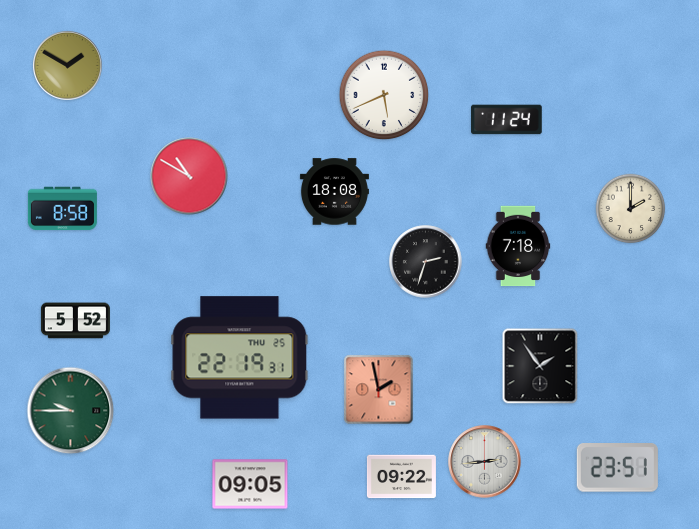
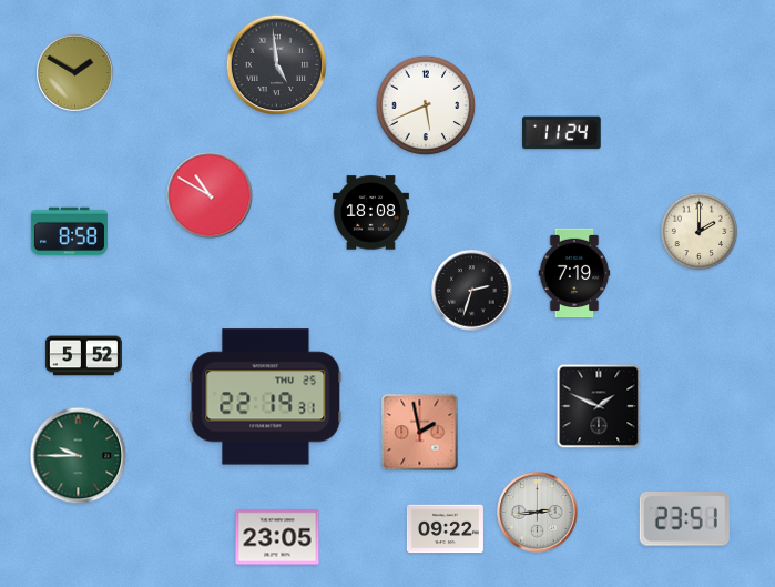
clock at (277, 65): none -> 4:59
clock at (518, 246): 7:18 -> 7:19
clock at (540, 366): 1:54 -> 1:49
clock at (250, 484): 09:05 -> 23:05
